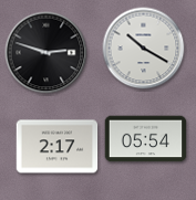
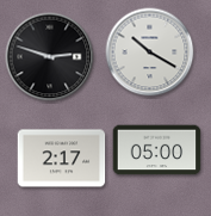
clock at (144, 49) position: (144, 49) -> (150, 53)
clock at (146, 139): 05:54 -> 05:00
